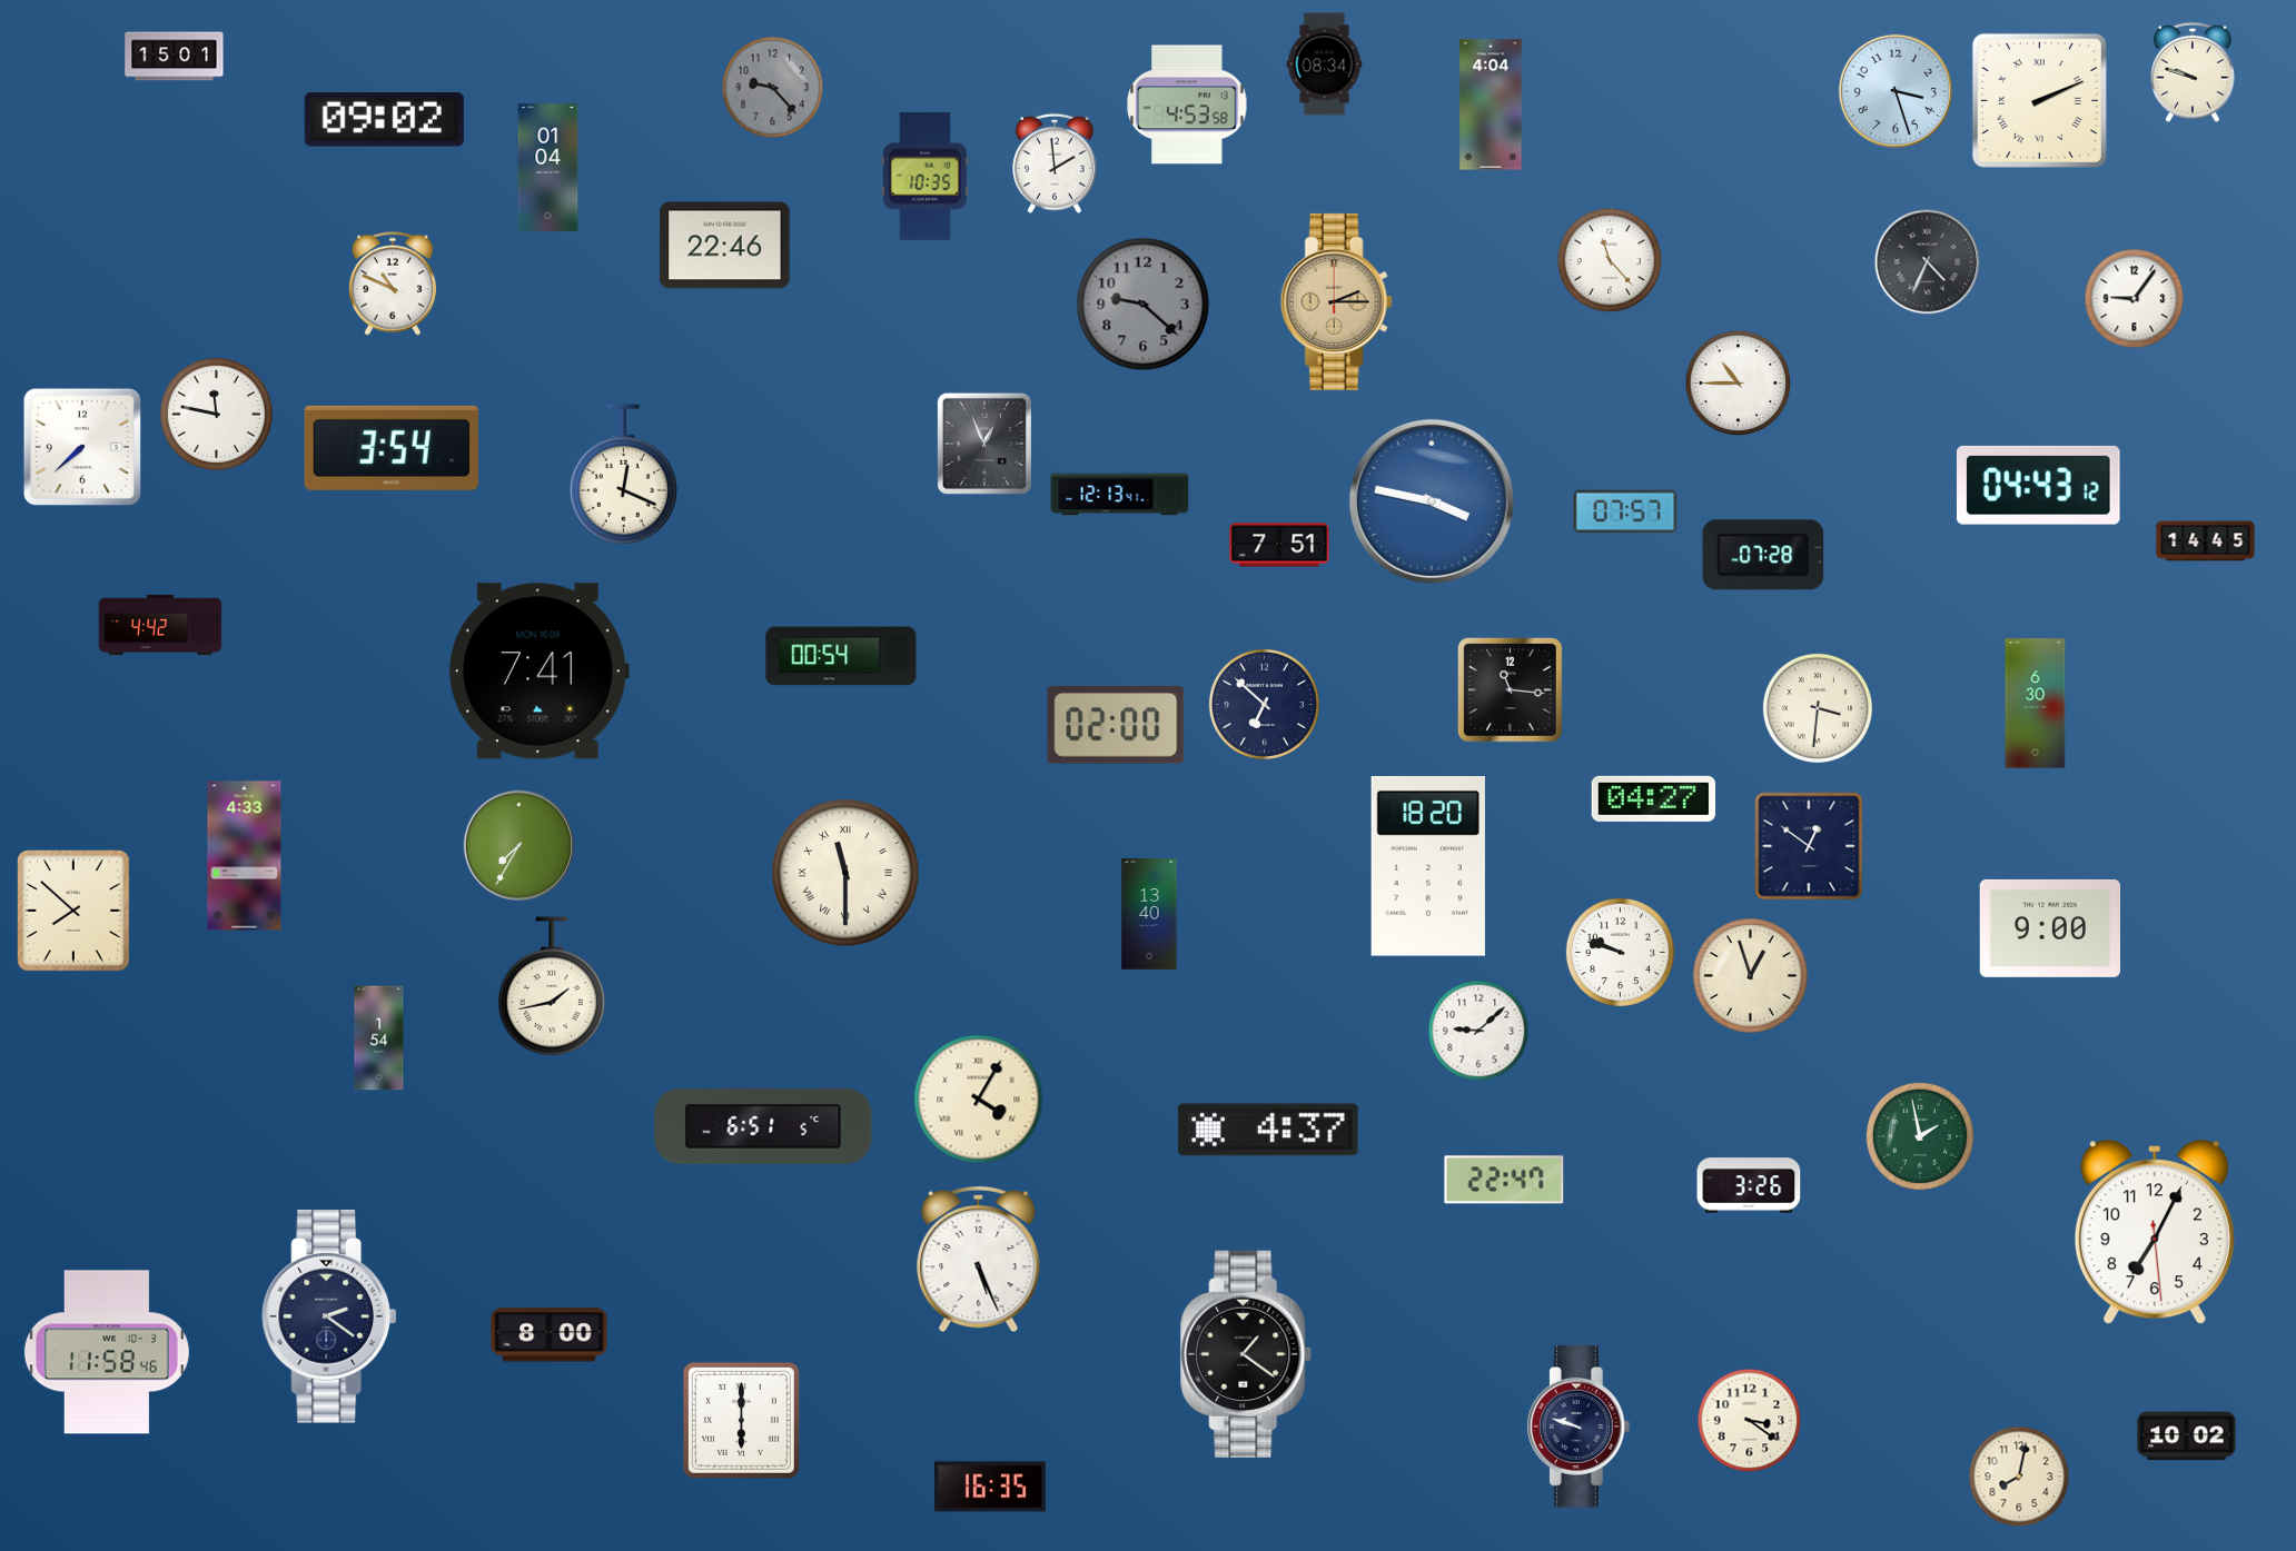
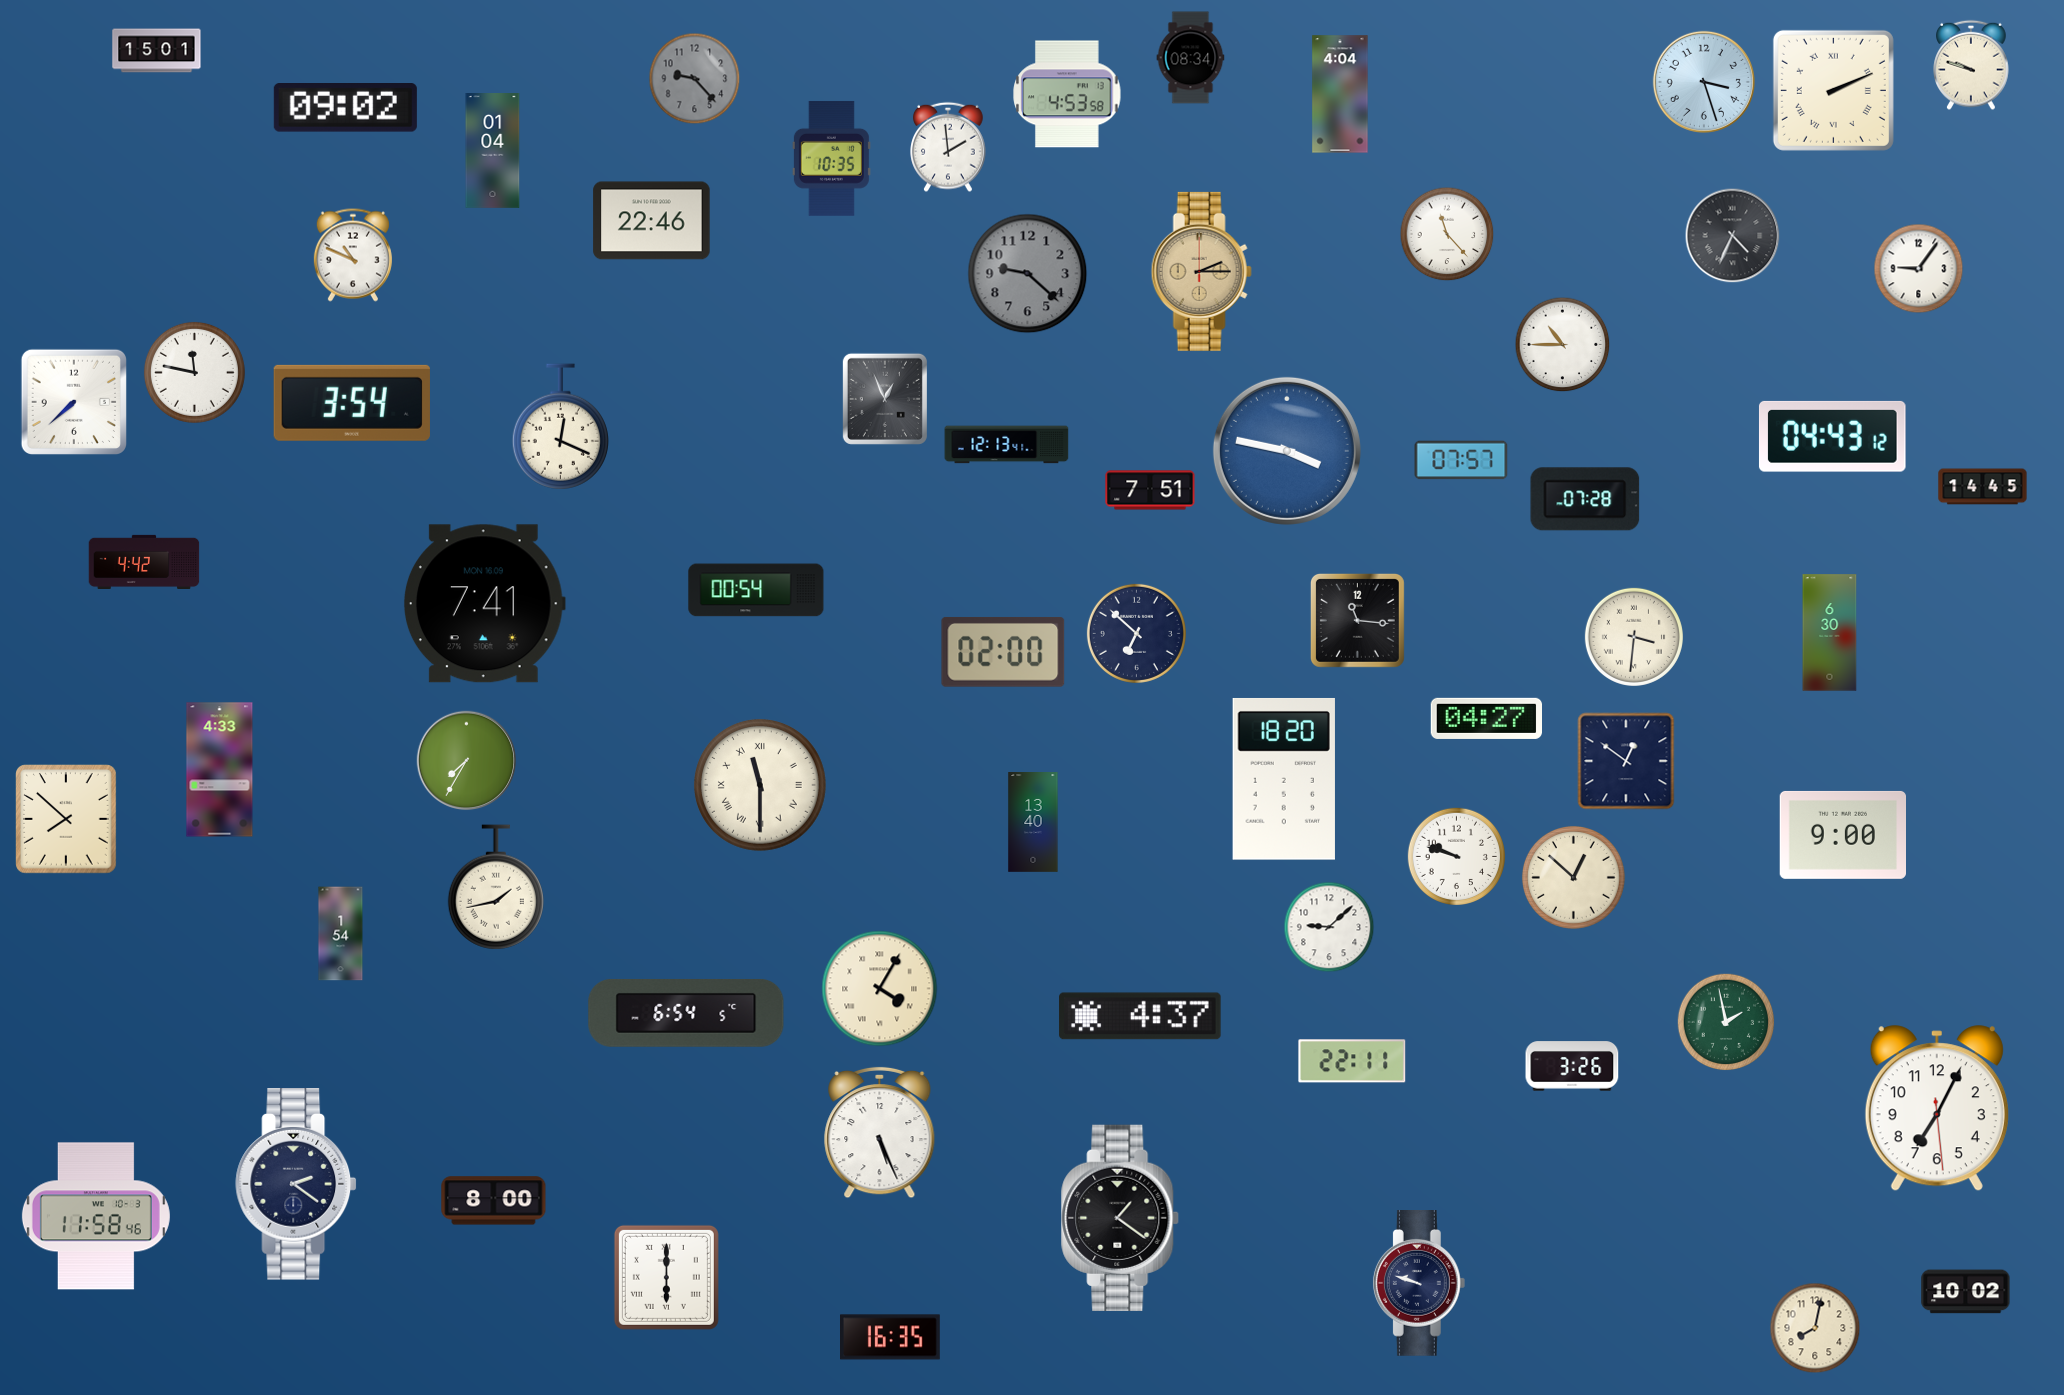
clock at (1750, 975): 12:57 -> 12:52
clock at (763, 1126): 6:51 -> 6:54
clock at (1504, 1180): 22:47 -> 22:11
clock at (1750, 1421): 3:21 -> none
